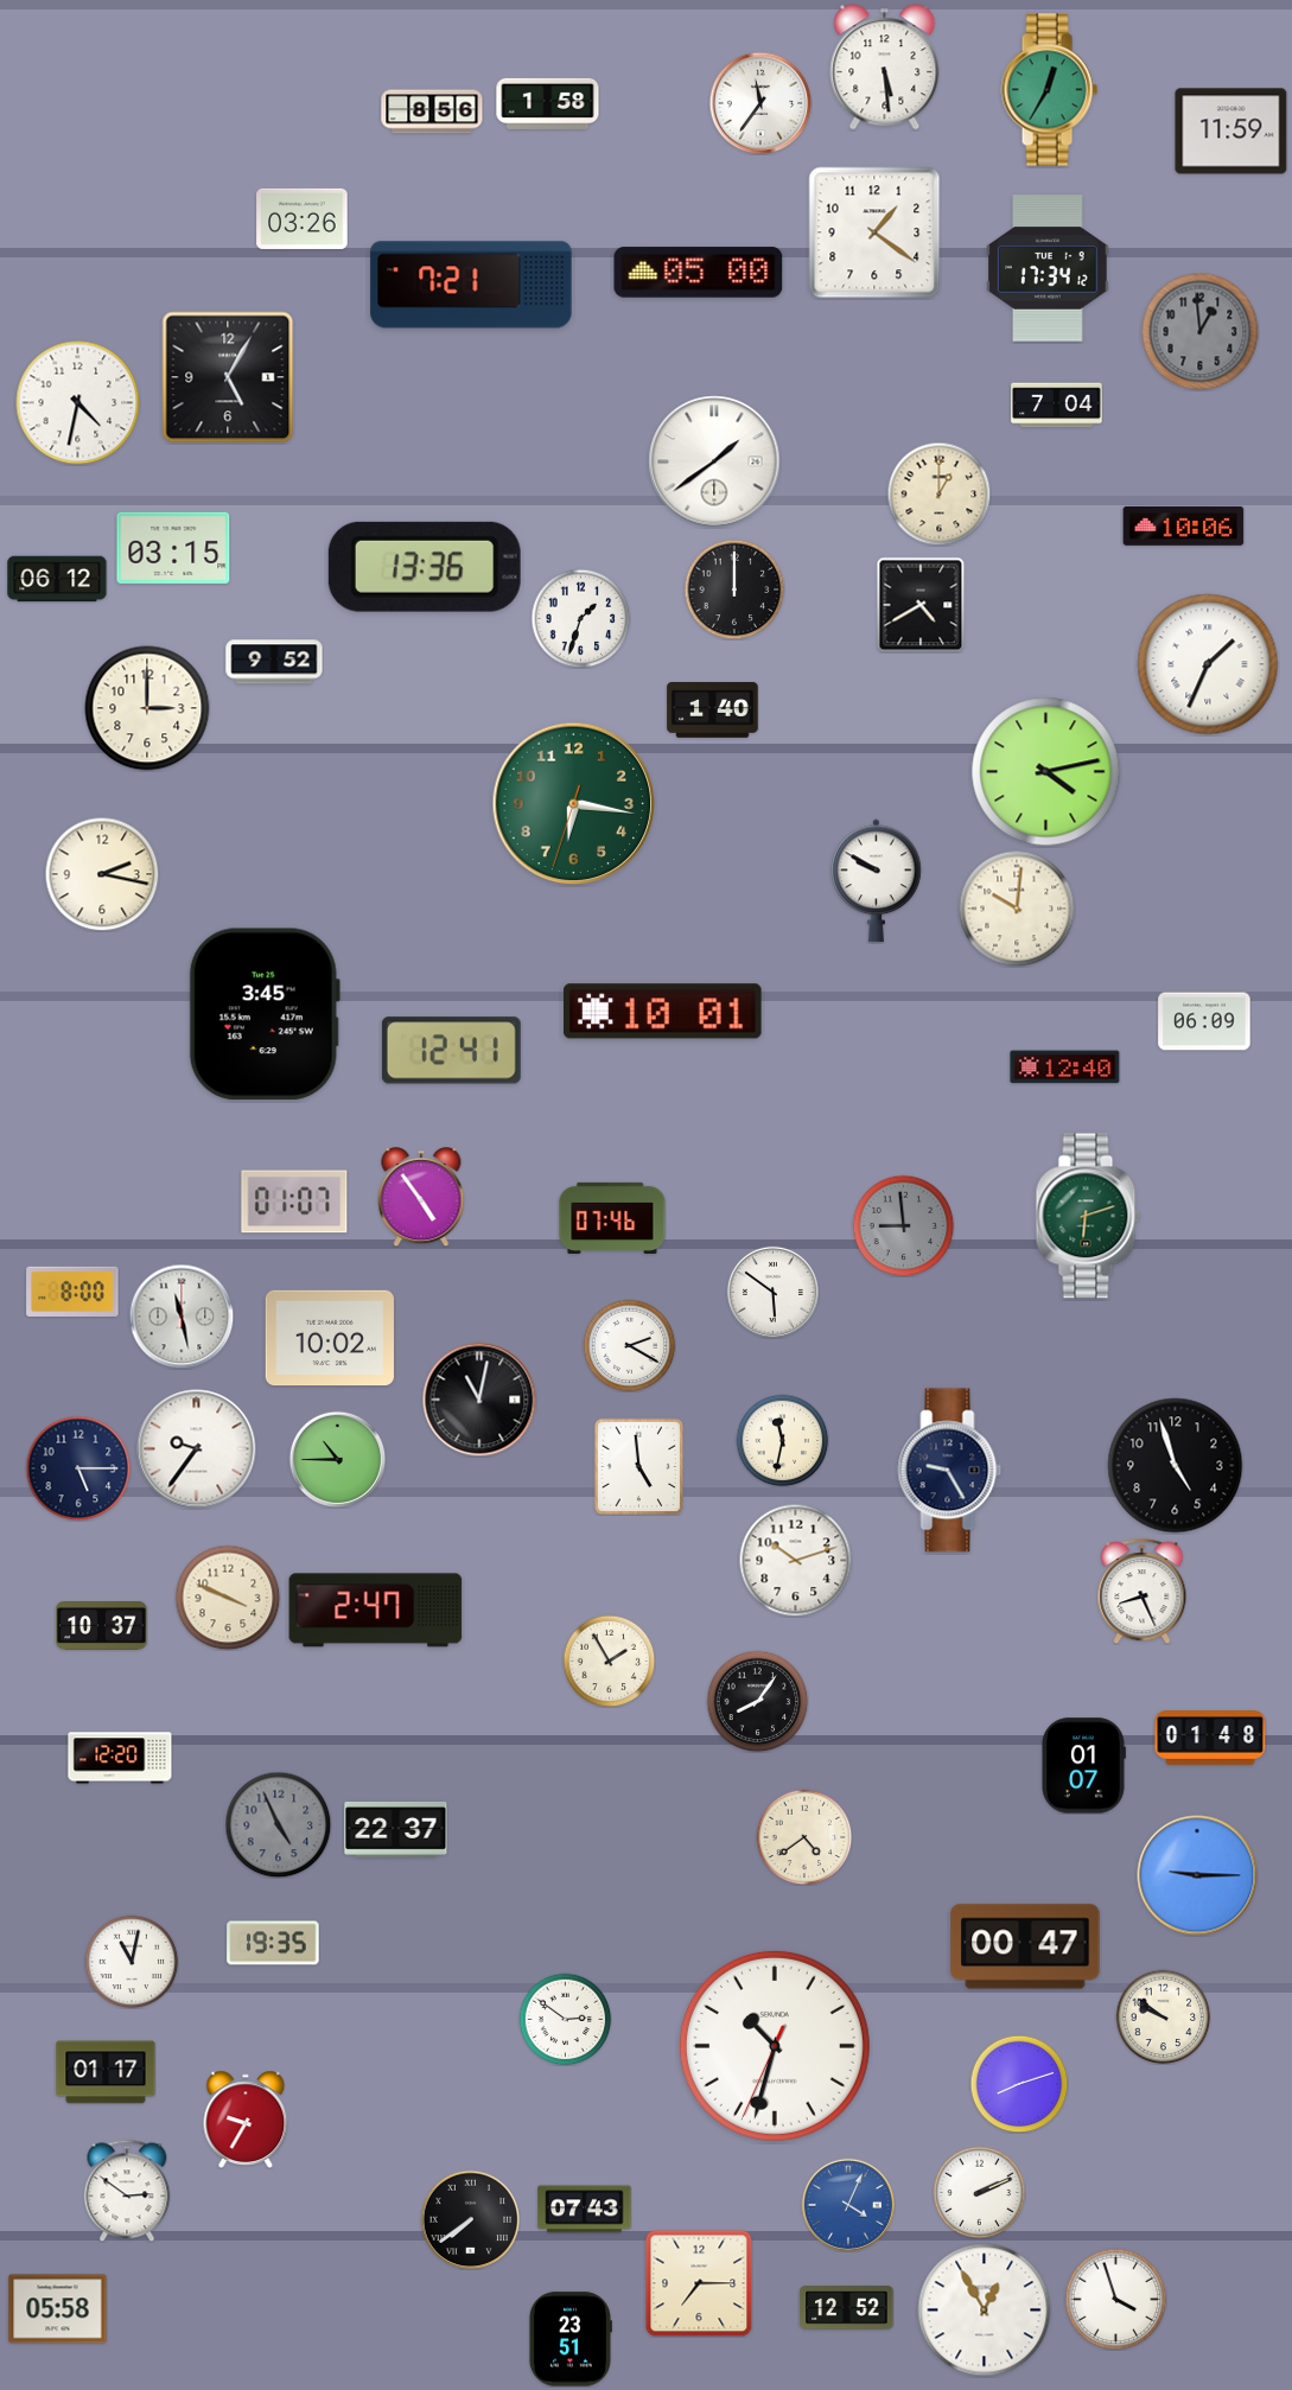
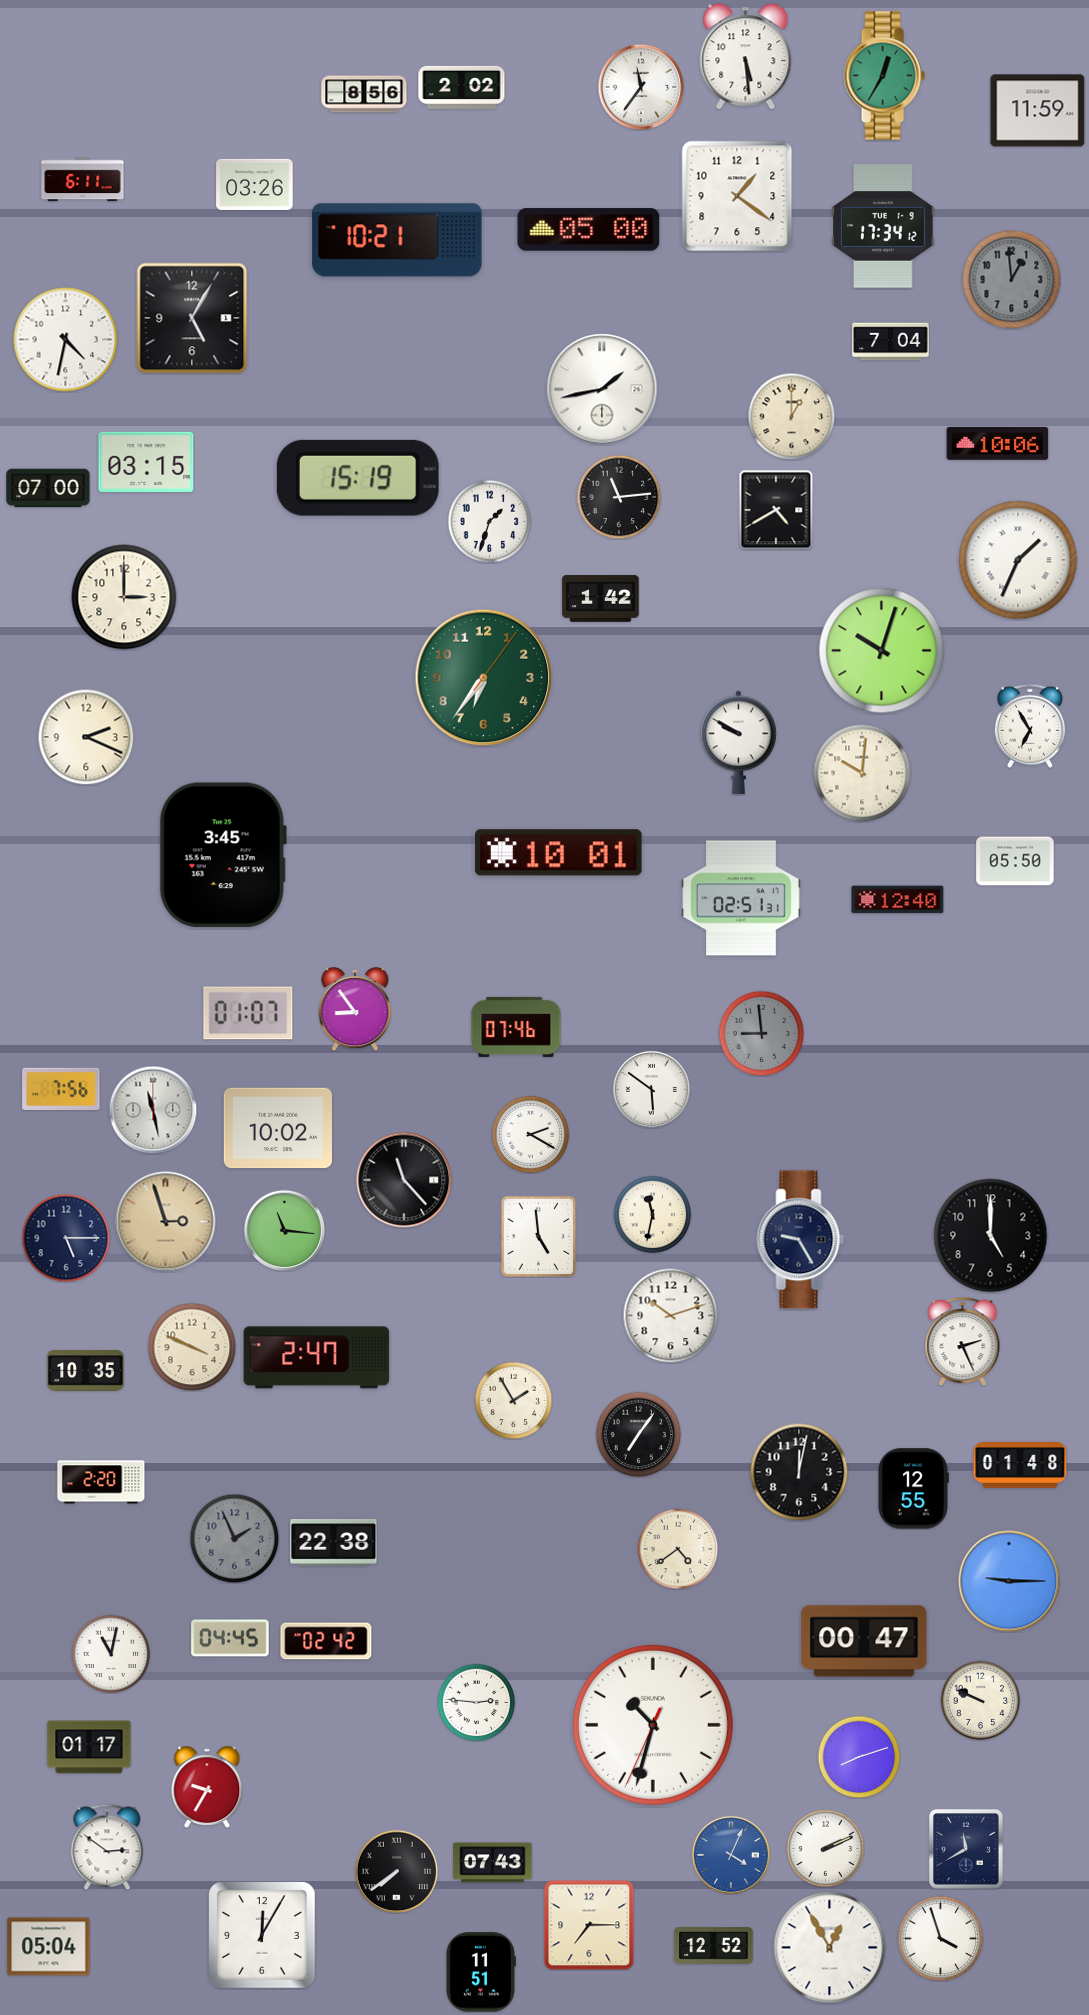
clock at (548, 103): 1:58 -> 2:02
clock at (83, 180): none -> 6:11
clock at (471, 285): 7:21 -> 10:21
clock at (714, 461): 1:39 -> 1:43
clock at (425, 567): 13:36 -> 15:19
clock at (57, 579): 06:12 -> 07:00
clock at (734, 589): 12:00 -> 11:14
clock at (274, 662): 9:52 -> none
clock at (713, 710): 1:40 -> 1:42
clock at (1046, 772): 4:13 -> 10:03
clock at (574, 804): 6:16 -> 6:36
clock at (1030, 726): none -> 6:55
clock at (102, 874): 2:17 -> 2:19
clock at (1017, 909) position: (1017, 909) -> (862, 773)
clock at (1204, 1021): 06:09 -> 05:50
clock at (451, 1051): 12:41 -> none
clock at (741, 898): none -> 02:51
clock at (421, 1197): 4:54 -> 8:54
clock at (1088, 1216): 6:12 -> none
clock at (72, 1290): 8:00 -> 7:56
clock at (479, 1400): 11:02 -> 11:23
clock at (782, 1440) position: (782, 1440) -> (652, 1214)
clock at (197, 1449): 9:36 -> 2:57
clock at (197, 1449) dial: white -> champagne
clock at (337, 1459): 10:45 -> 11:16
clock at (1176, 1466): 4:57 -> 5:00
clock at (1143, 1592): 8:26 -> 2:26
clock at (102, 1626): 10:37 -> 10:35
clock at (757, 1701): 8:06 -> 7:06
clock at (799, 1472): none -> 12:02
clock at (120, 1758): 12:20 -> 2:20
clock at (1084, 1766): 01:07 -> 12:55
clock at (278, 1824): 4:56 -> 1:56
clock at (396, 1830): 22:37 -> 22:38
clock at (273, 1943): 19:35 -> 04:45
clock at (326, 1641): none -> 02:42
clock at (1163, 2016): 9:51 -> 9:49
clock at (565, 2019): 2:51 -> 2:46
clock at (967, 1850): none -> 11:40
clock at (848, 2205) position: (848, 2205) -> (731, 1855)
clock at (262, 1935): none -> 12:05
clock at (58, 2309): 05:58 -> 05:04
clock at (569, 2339): 23:51 -> 11:51
